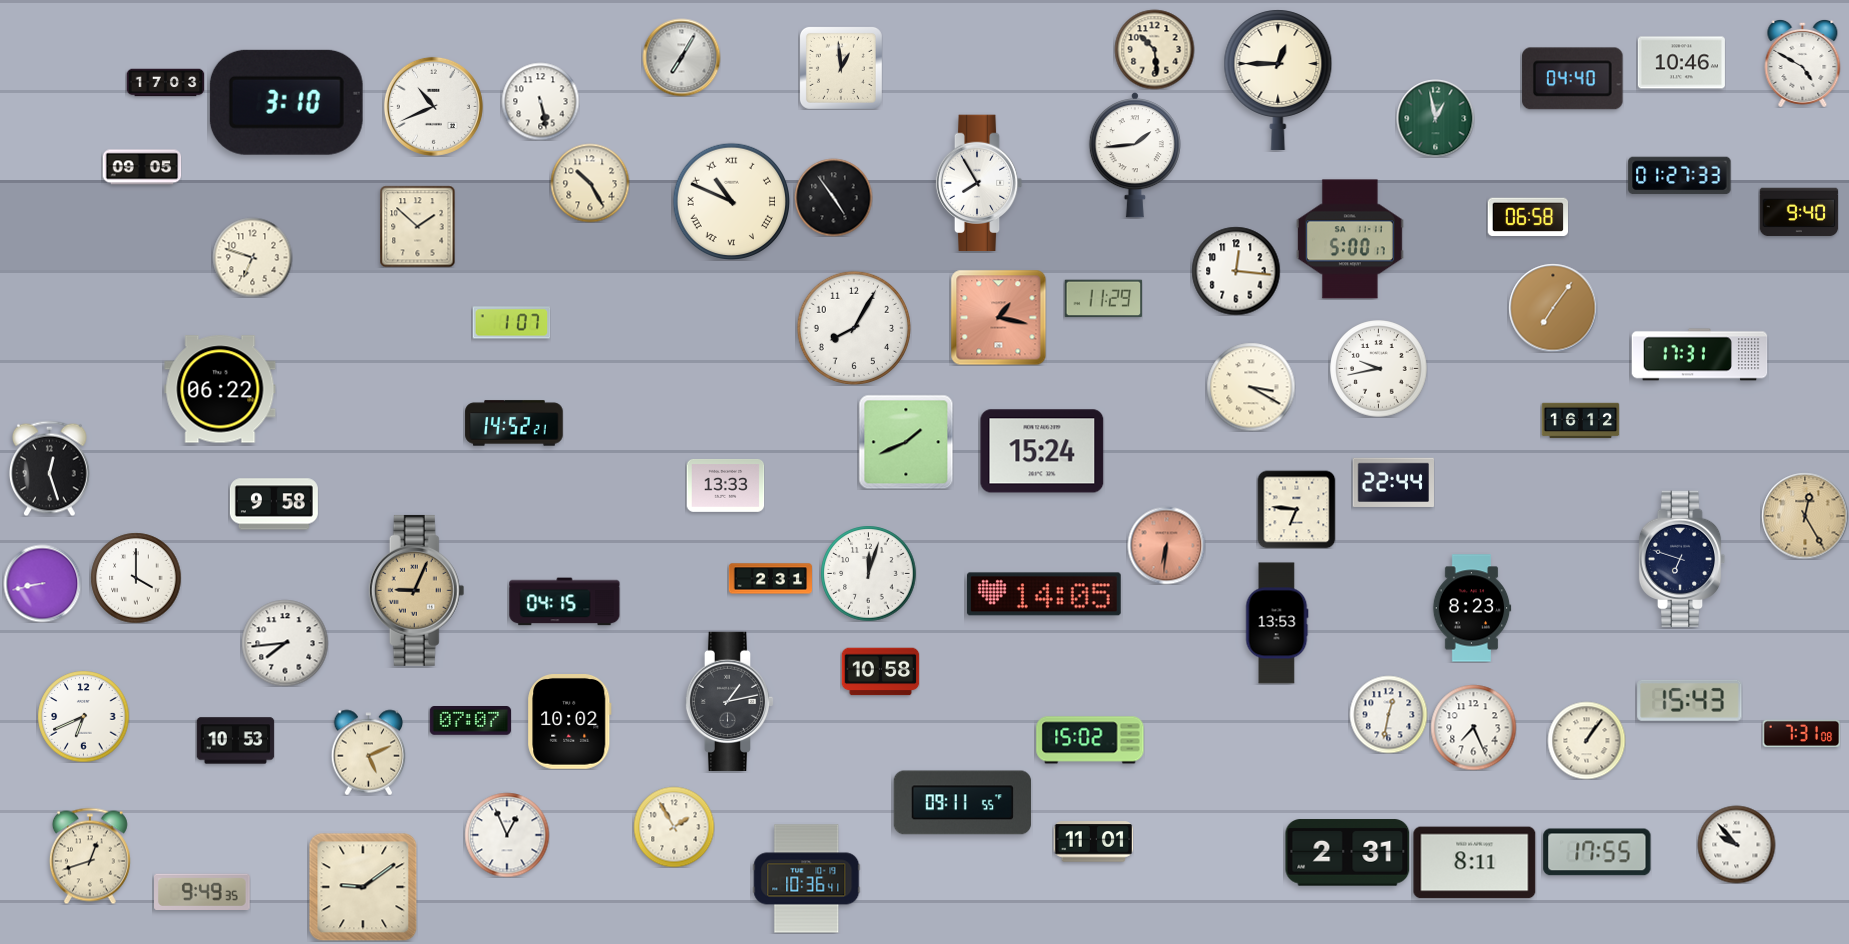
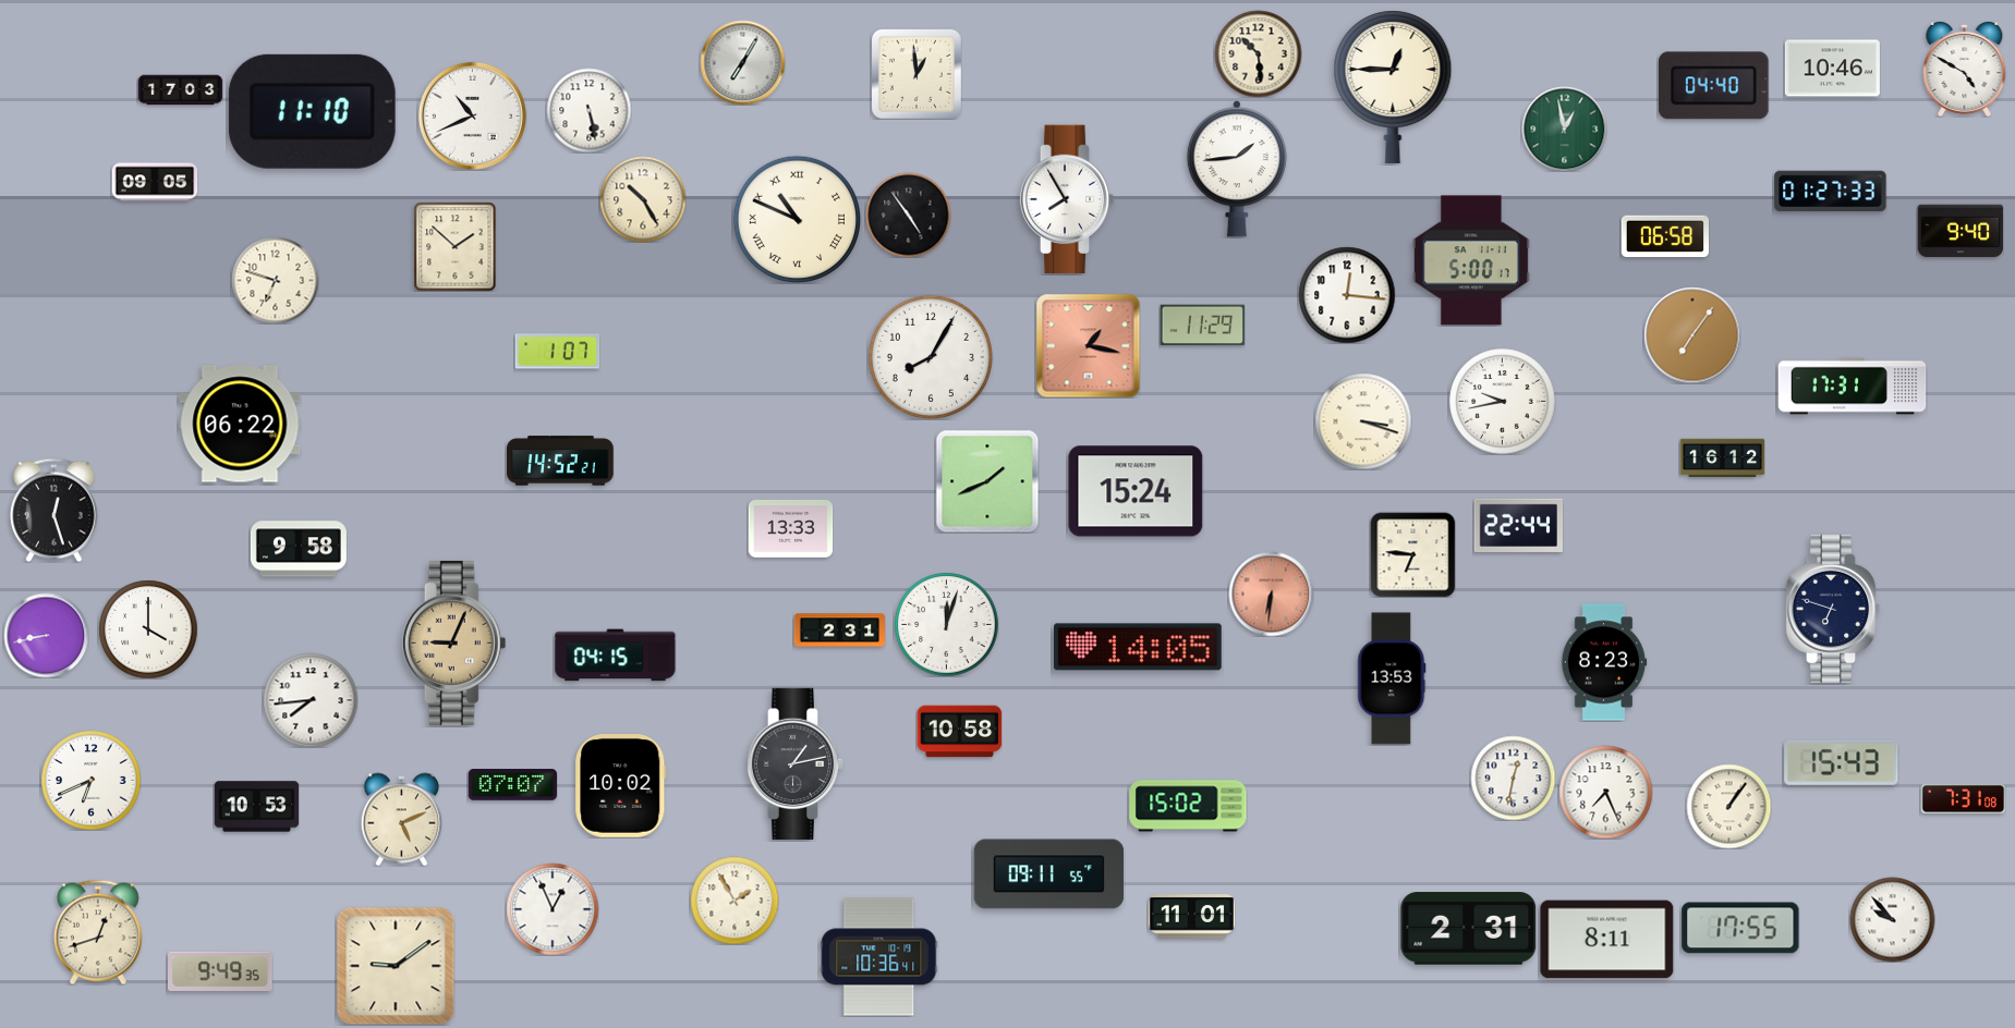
clock at (286, 102): 3:10 -> 11:10
clock at (1251, 387): 3:20 -> 3:18
clock at (1805, 516): 12:25 -> none
